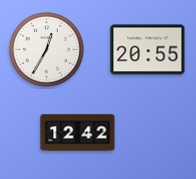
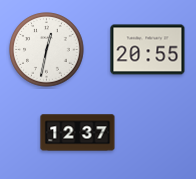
clock at (47, 50): 12:35 -> 12:32
clock at (78, 133): 12:42 -> 12:37
